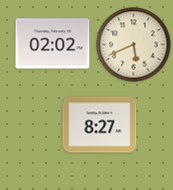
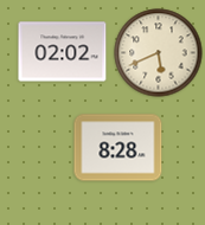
clock at (100, 125): 8:27 -> 8:28
